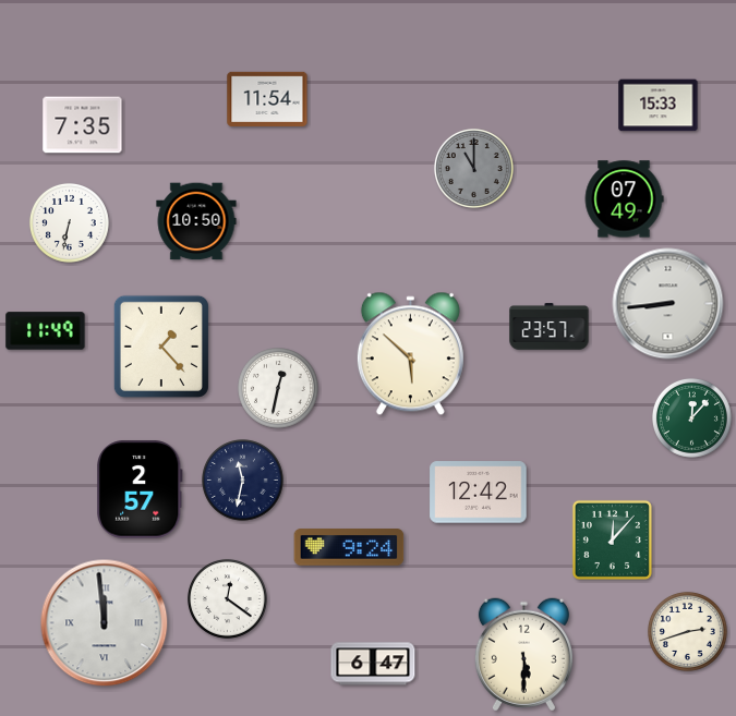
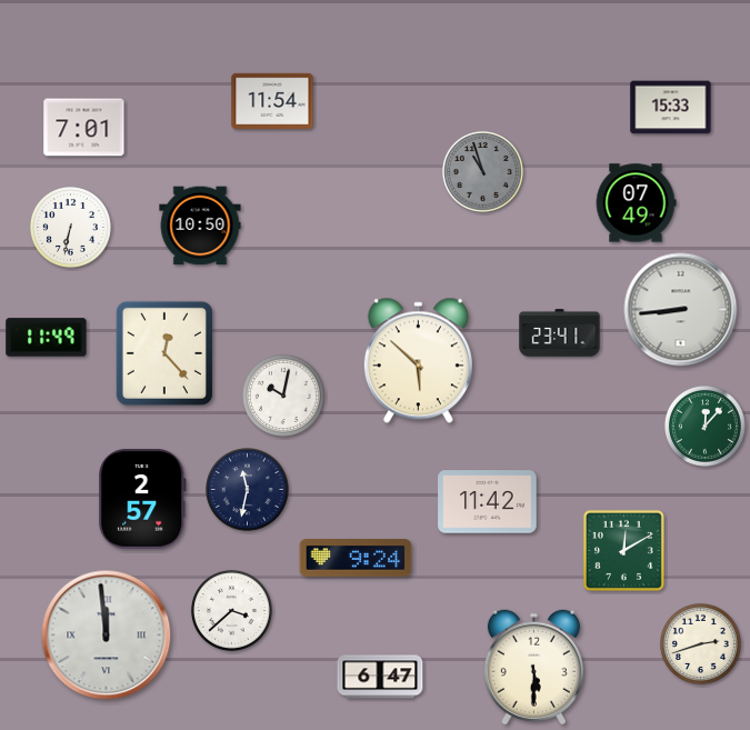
clock at (83, 125): 7:35 -> 7:01
clock at (473, 168): 11:00 -> 10:57
clock at (550, 327): 23:57 -> 23:41
clock at (161, 347): 1:23 -> 12:23
clock at (279, 389): 12:32 -> 10:02
clock at (479, 493): 12:42 -> 11:42
clock at (612, 539): 12:07 -> 12:10
clock at (227, 598): 12:21 -> 3:38
